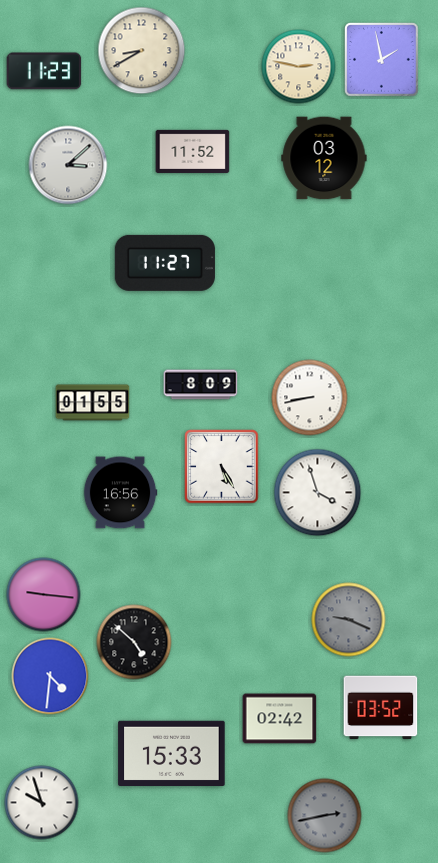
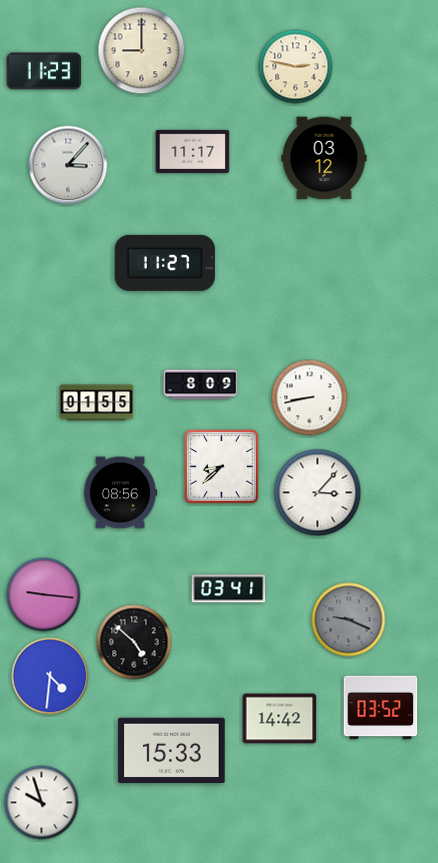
clock at (142, 51): 8:40 -> 9:00
clock at (382, 60): 1:58 -> none
clock at (299, 67) position: (299, 67) -> (296, 67)
clock at (193, 151): 11:52 -> 11:17
clock at (68, 165): 3:08 -> 3:07
clock at (93, 403) position: (93, 403) -> (97, 403)
clock at (222, 467): 5:25 -> 8:38
clock at (120, 493): 16:56 -> 08:56
clock at (318, 493): 3:57 -> 3:07
clock at (229, 589): none -> 03:41
clock at (280, 719): 02:42 -> 14:42
clock at (172, 753) position: (172, 753) -> (172, 750)
clock at (325, 816): 2:43 -> none
